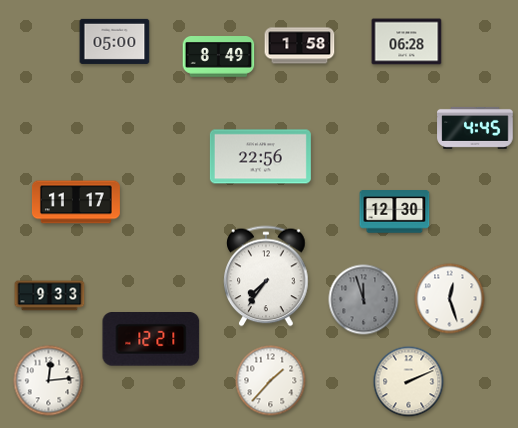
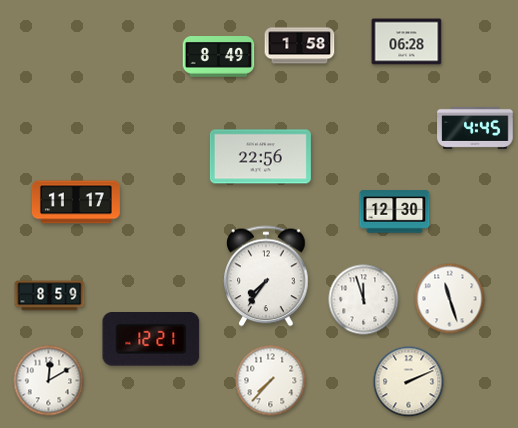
clock at (115, 41): 05:00 -> none
clock at (50, 296): 9:33 -> 8:59
clock at (450, 299): 12:27 -> 11:27
clock at (364, 300) dial: grey -> white
clock at (49, 381): 12:14 -> 12:10
clock at (271, 381): 1:37 -> 7:37
